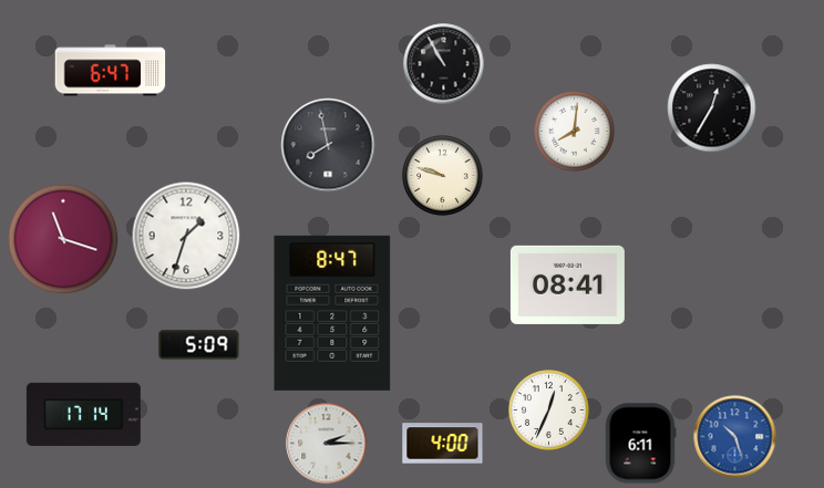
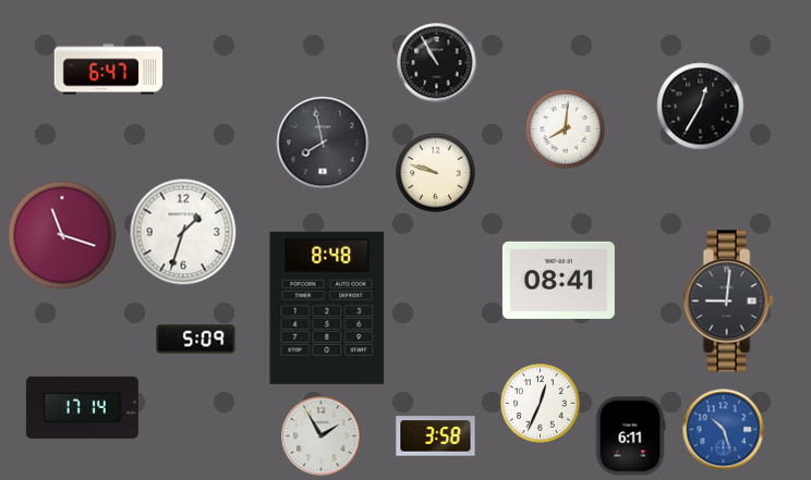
clock at (728, 301): none -> 9:01
clock at (332, 313): 8:47 -> 8:48
clock at (327, 444): 2:15 -> 1:55
clock at (443, 444): 4:00 -> 3:58
